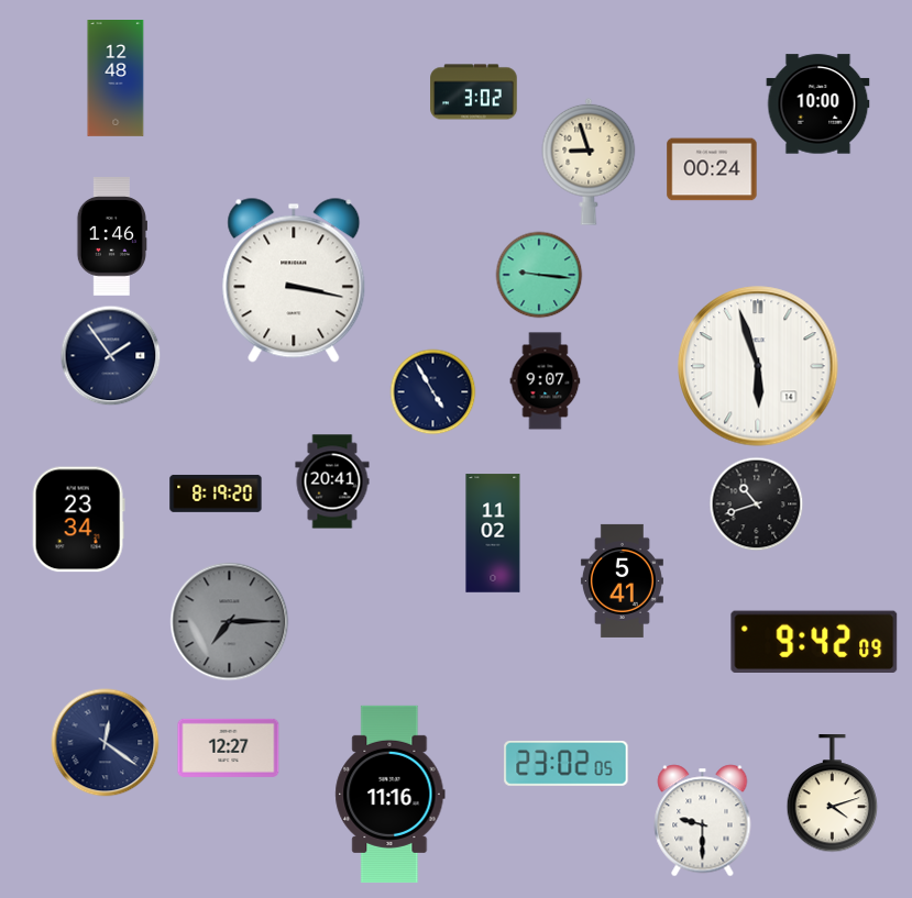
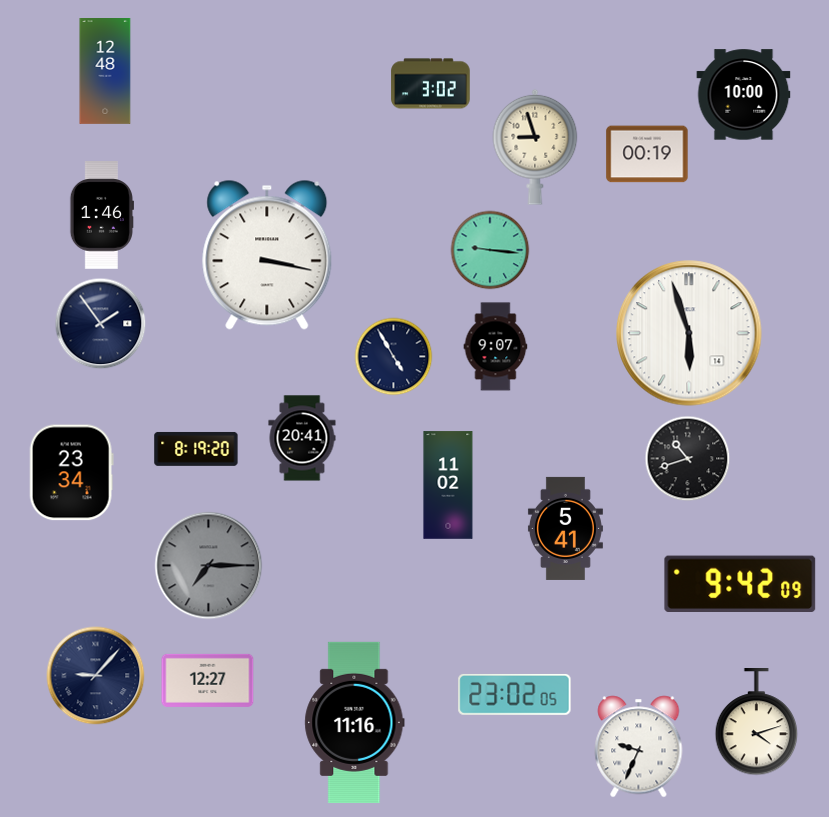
clock at (712, 169): 00:24 -> 00:19
clock at (106, 743): 12:21 -> 9:07
clock at (703, 821): 9:30 -> 9:34
